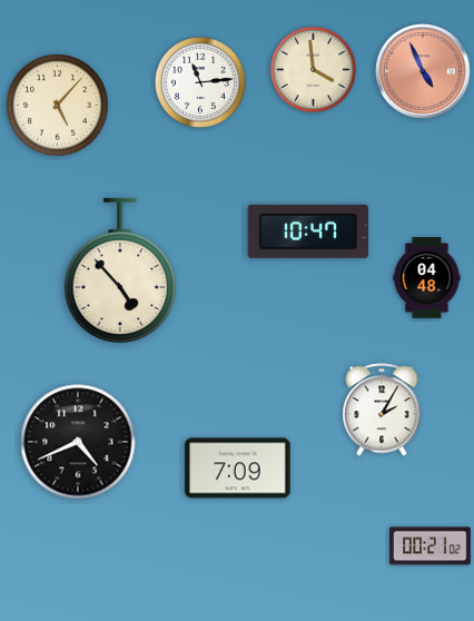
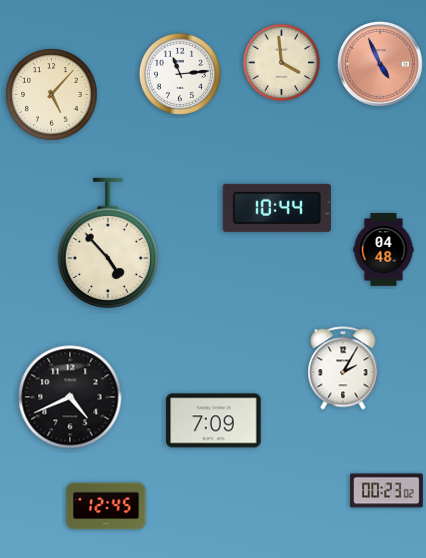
clock at (307, 231): 10:47 -> 10:44
clock at (431, 546): 00:21 -> 00:23
clock at (106, 506): none -> 12:45
